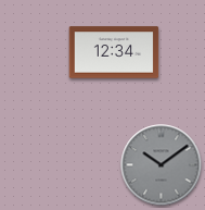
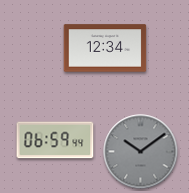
clock at (55, 140): none -> 06:59
clock at (162, 165) position: (162, 165) -> (141, 152)
